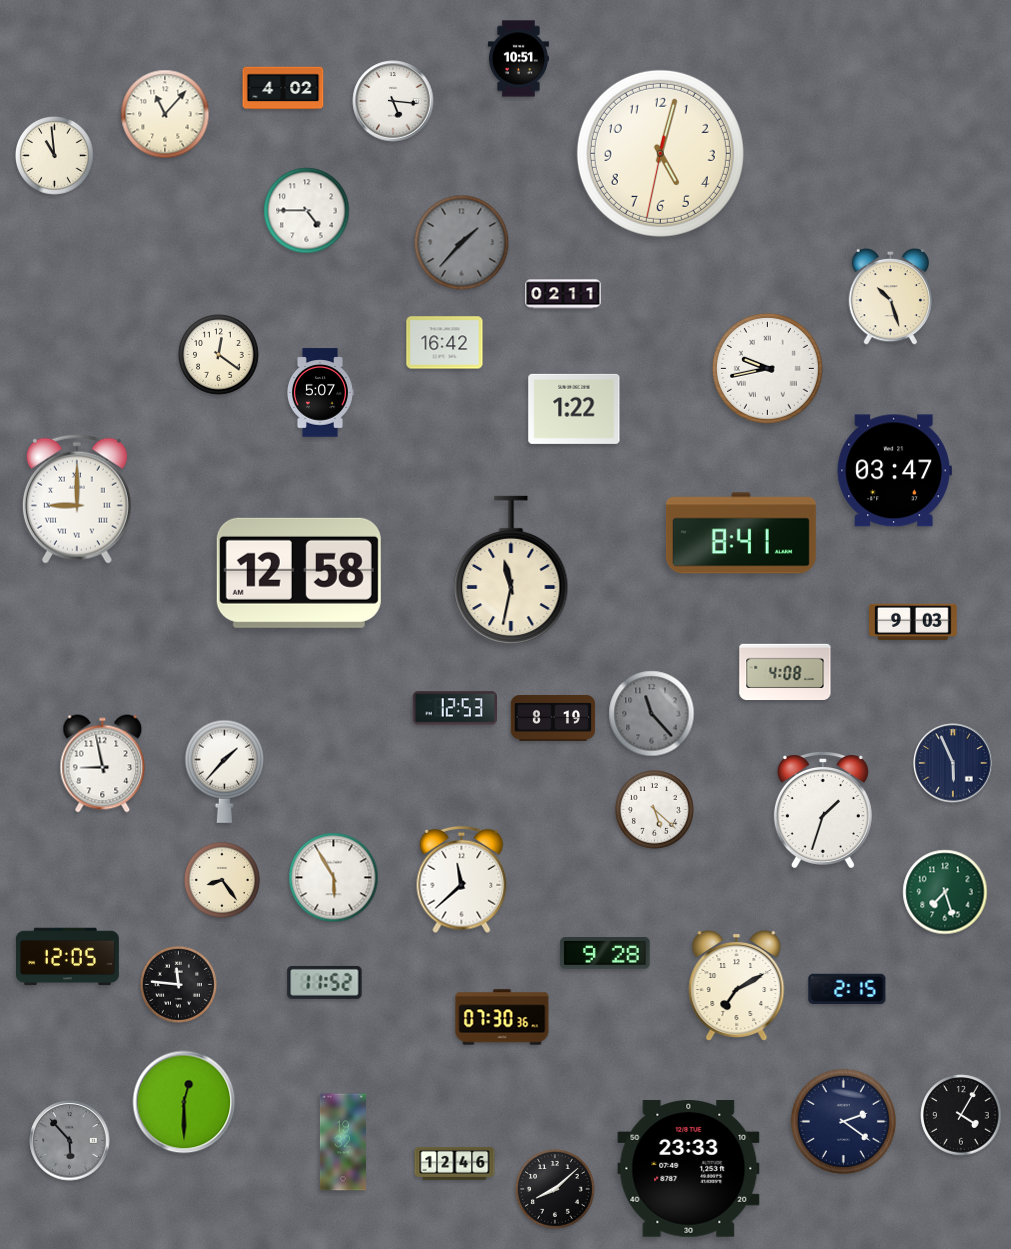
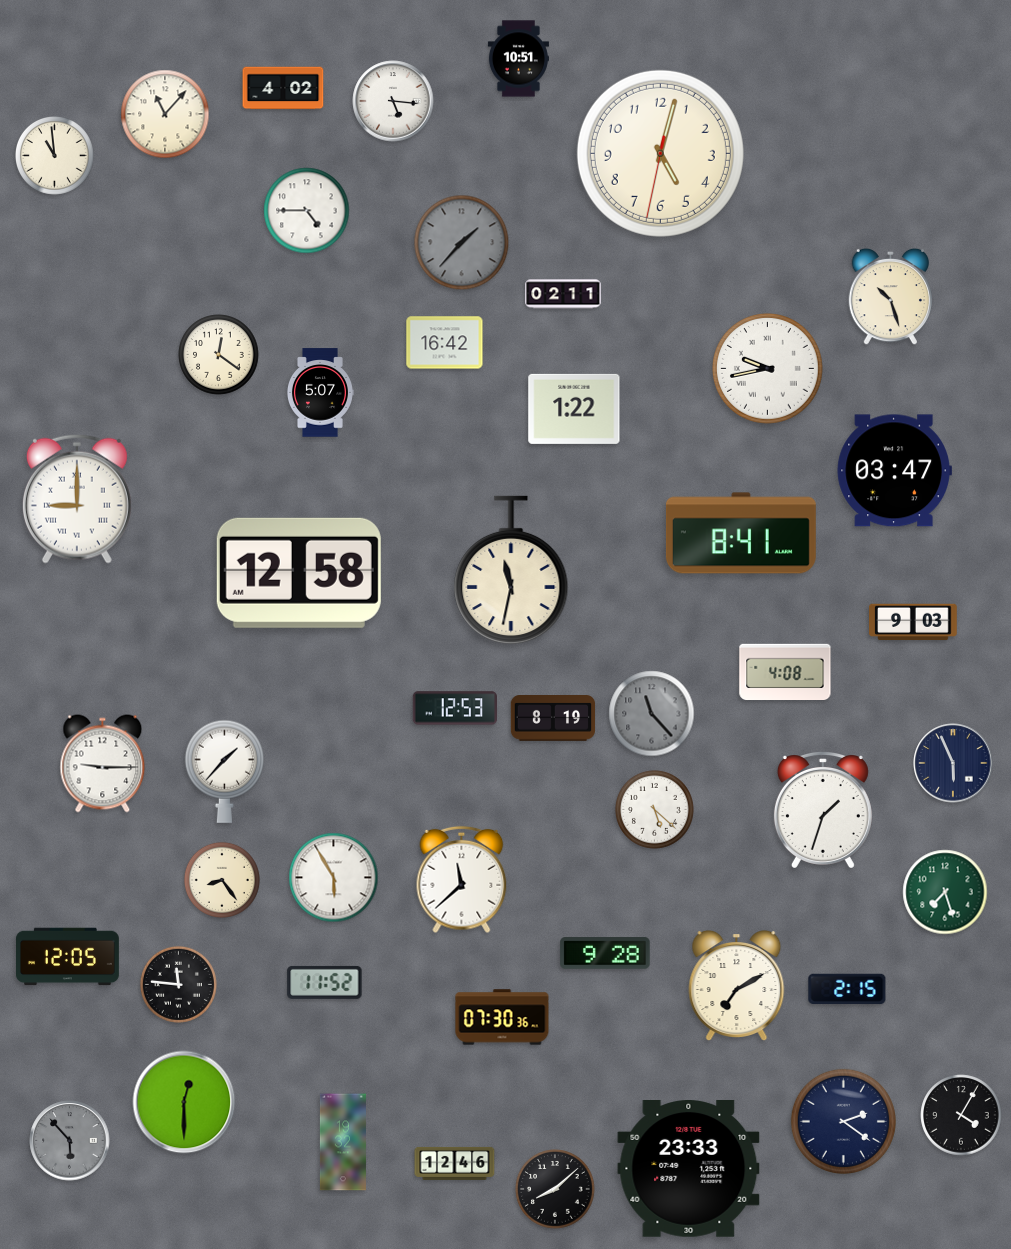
clock at (103, 764): 8:58 -> 9:15
